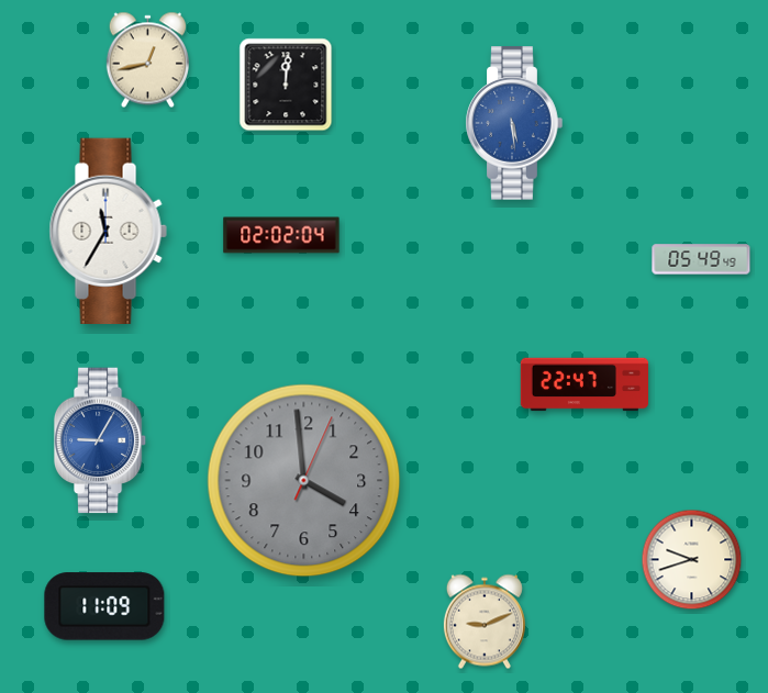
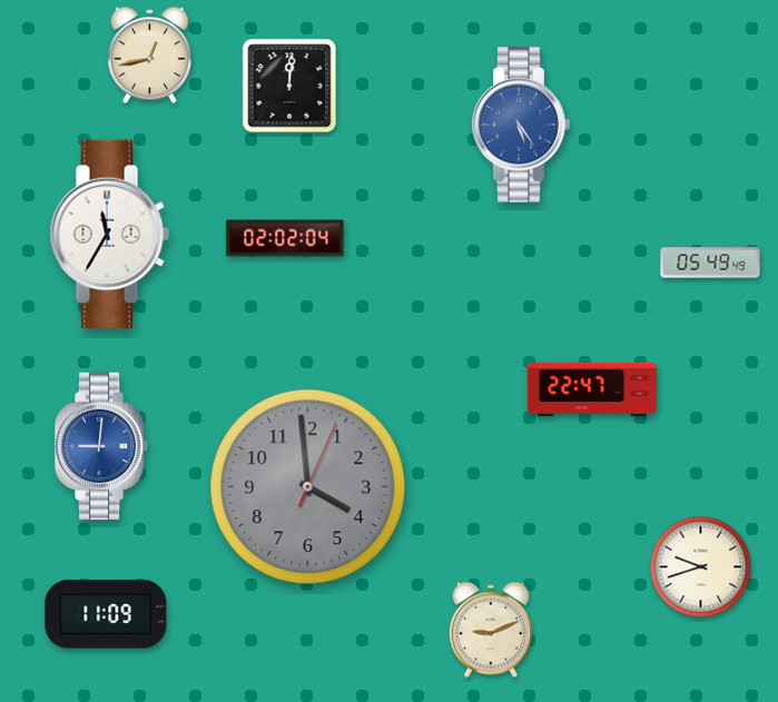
clock at (147, 60) position: (147, 60) -> (149, 56)
clock at (514, 123): 5:29 -> 5:24
clock at (100, 440): 9:05 -> 9:01
